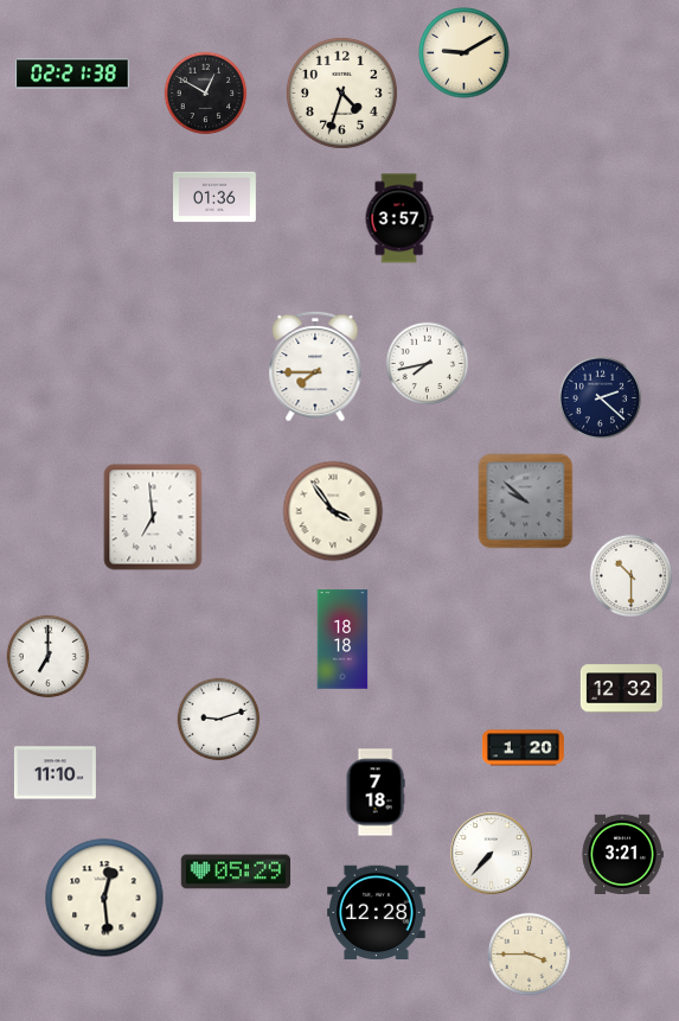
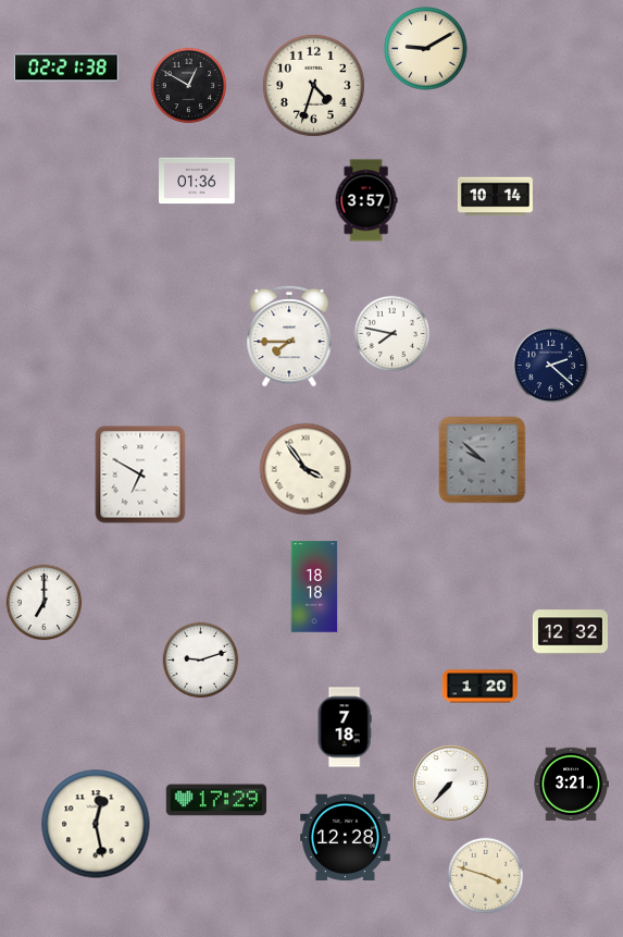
clock at (495, 197): none -> 10:14
clock at (428, 364): 7:43 -> 7:47
clock at (153, 517): 6:59 -> 6:50
clock at (632, 576): 10:30 -> none
clock at (55, 773): 11:10 -> none
clock at (236, 872): 05:29 -> 17:29
clock at (104, 898): 12:29 -> 12:28
clock at (530, 955): 3:45 -> 3:48
